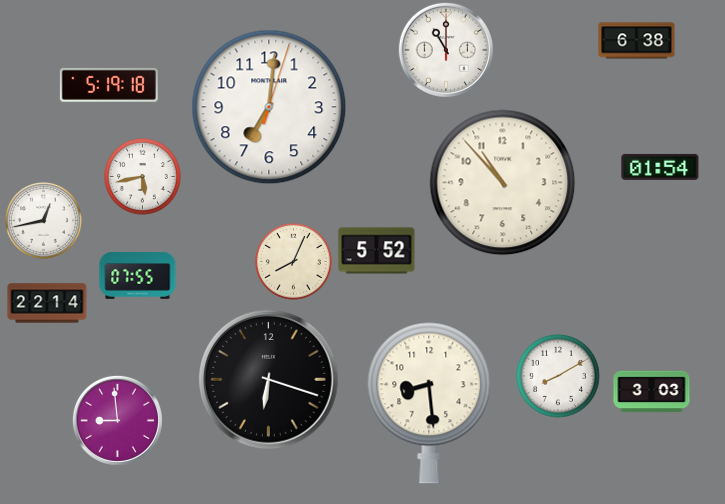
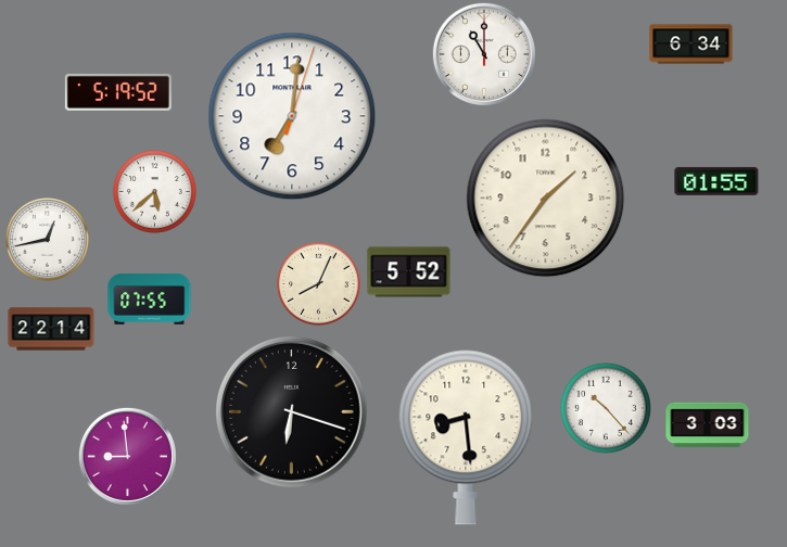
clock at (637, 41): 6:38 -> 6:34
clock at (109, 85): 5:19:18 -> 5:19:52
clock at (660, 167): 01:54 -> 01:55
clock at (143, 177): 5:43 -> 5:38
clock at (503, 183): 10:53 -> 1:36
clock at (558, 376): 8:10 -> 10:23
